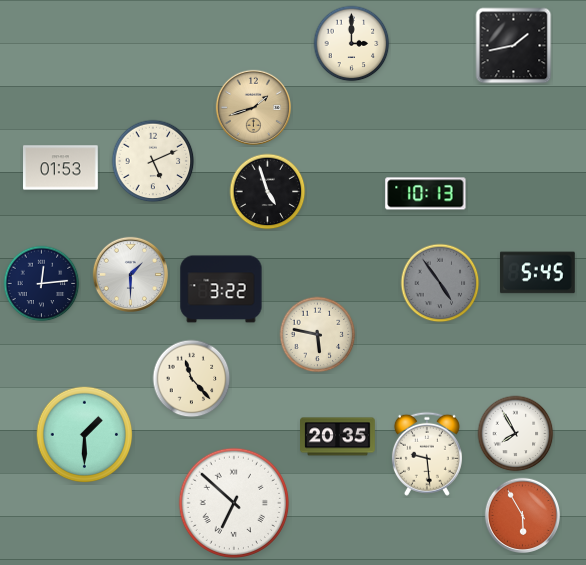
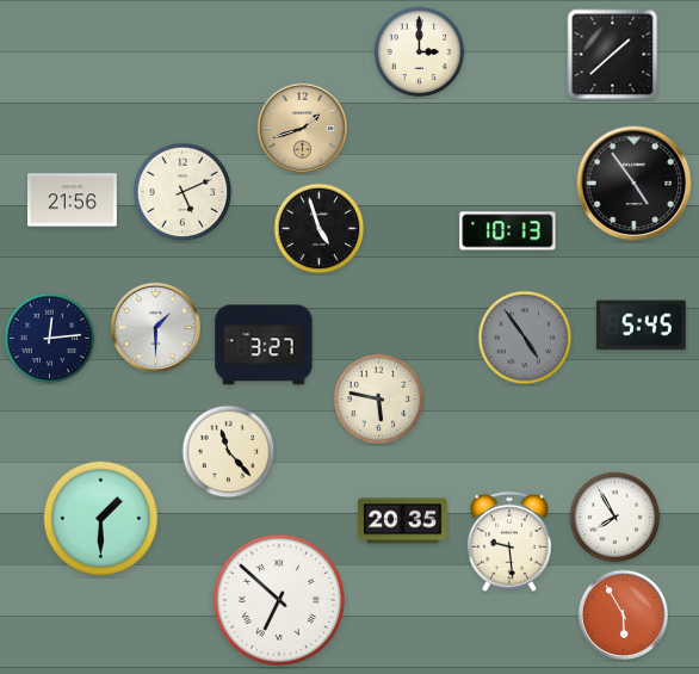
clock at (514, 46): 1:43 -> 1:38
clock at (635, 184): none -> 4:54
clock at (61, 168): 01:53 -> 21:56
clock at (221, 289): 3:22 -> 3:27
